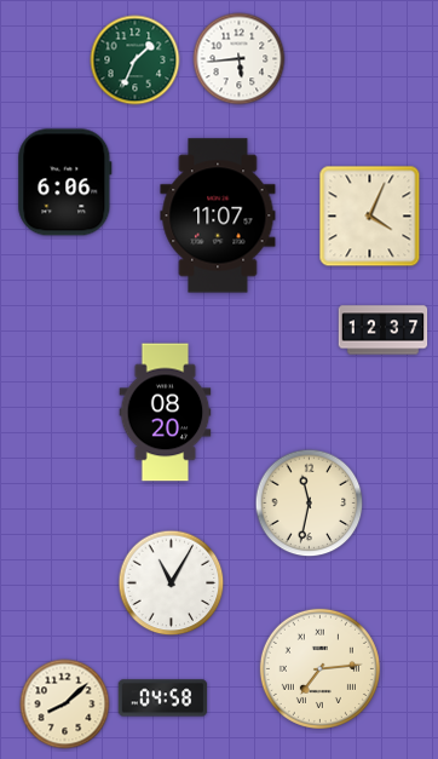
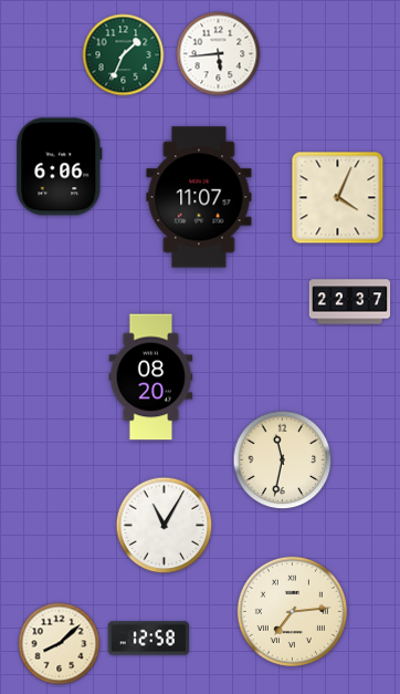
clock at (384, 330): 12:37 -> 22:37
clock at (172, 583) position: (172, 583) -> (165, 526)
clock at (163, 698): 04:58 -> 12:58
